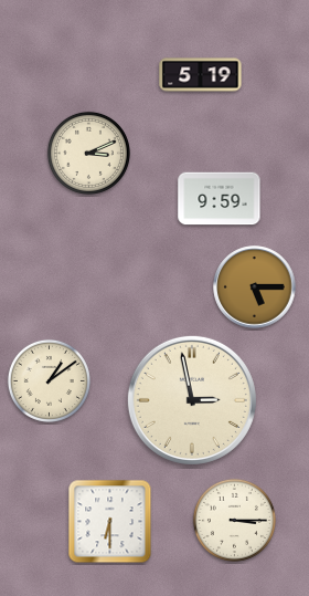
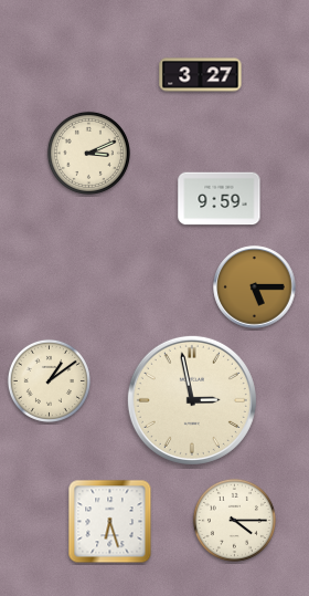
clock at (201, 75): 5:19 -> 3:27
clock at (234, 520): 3:15 -> 4:15
clock at (110, 522): 6:30 -> 6:27
